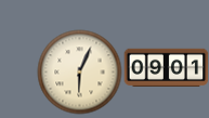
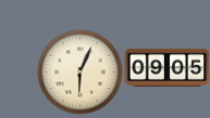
clock at (166, 67): 09:01 -> 09:05
